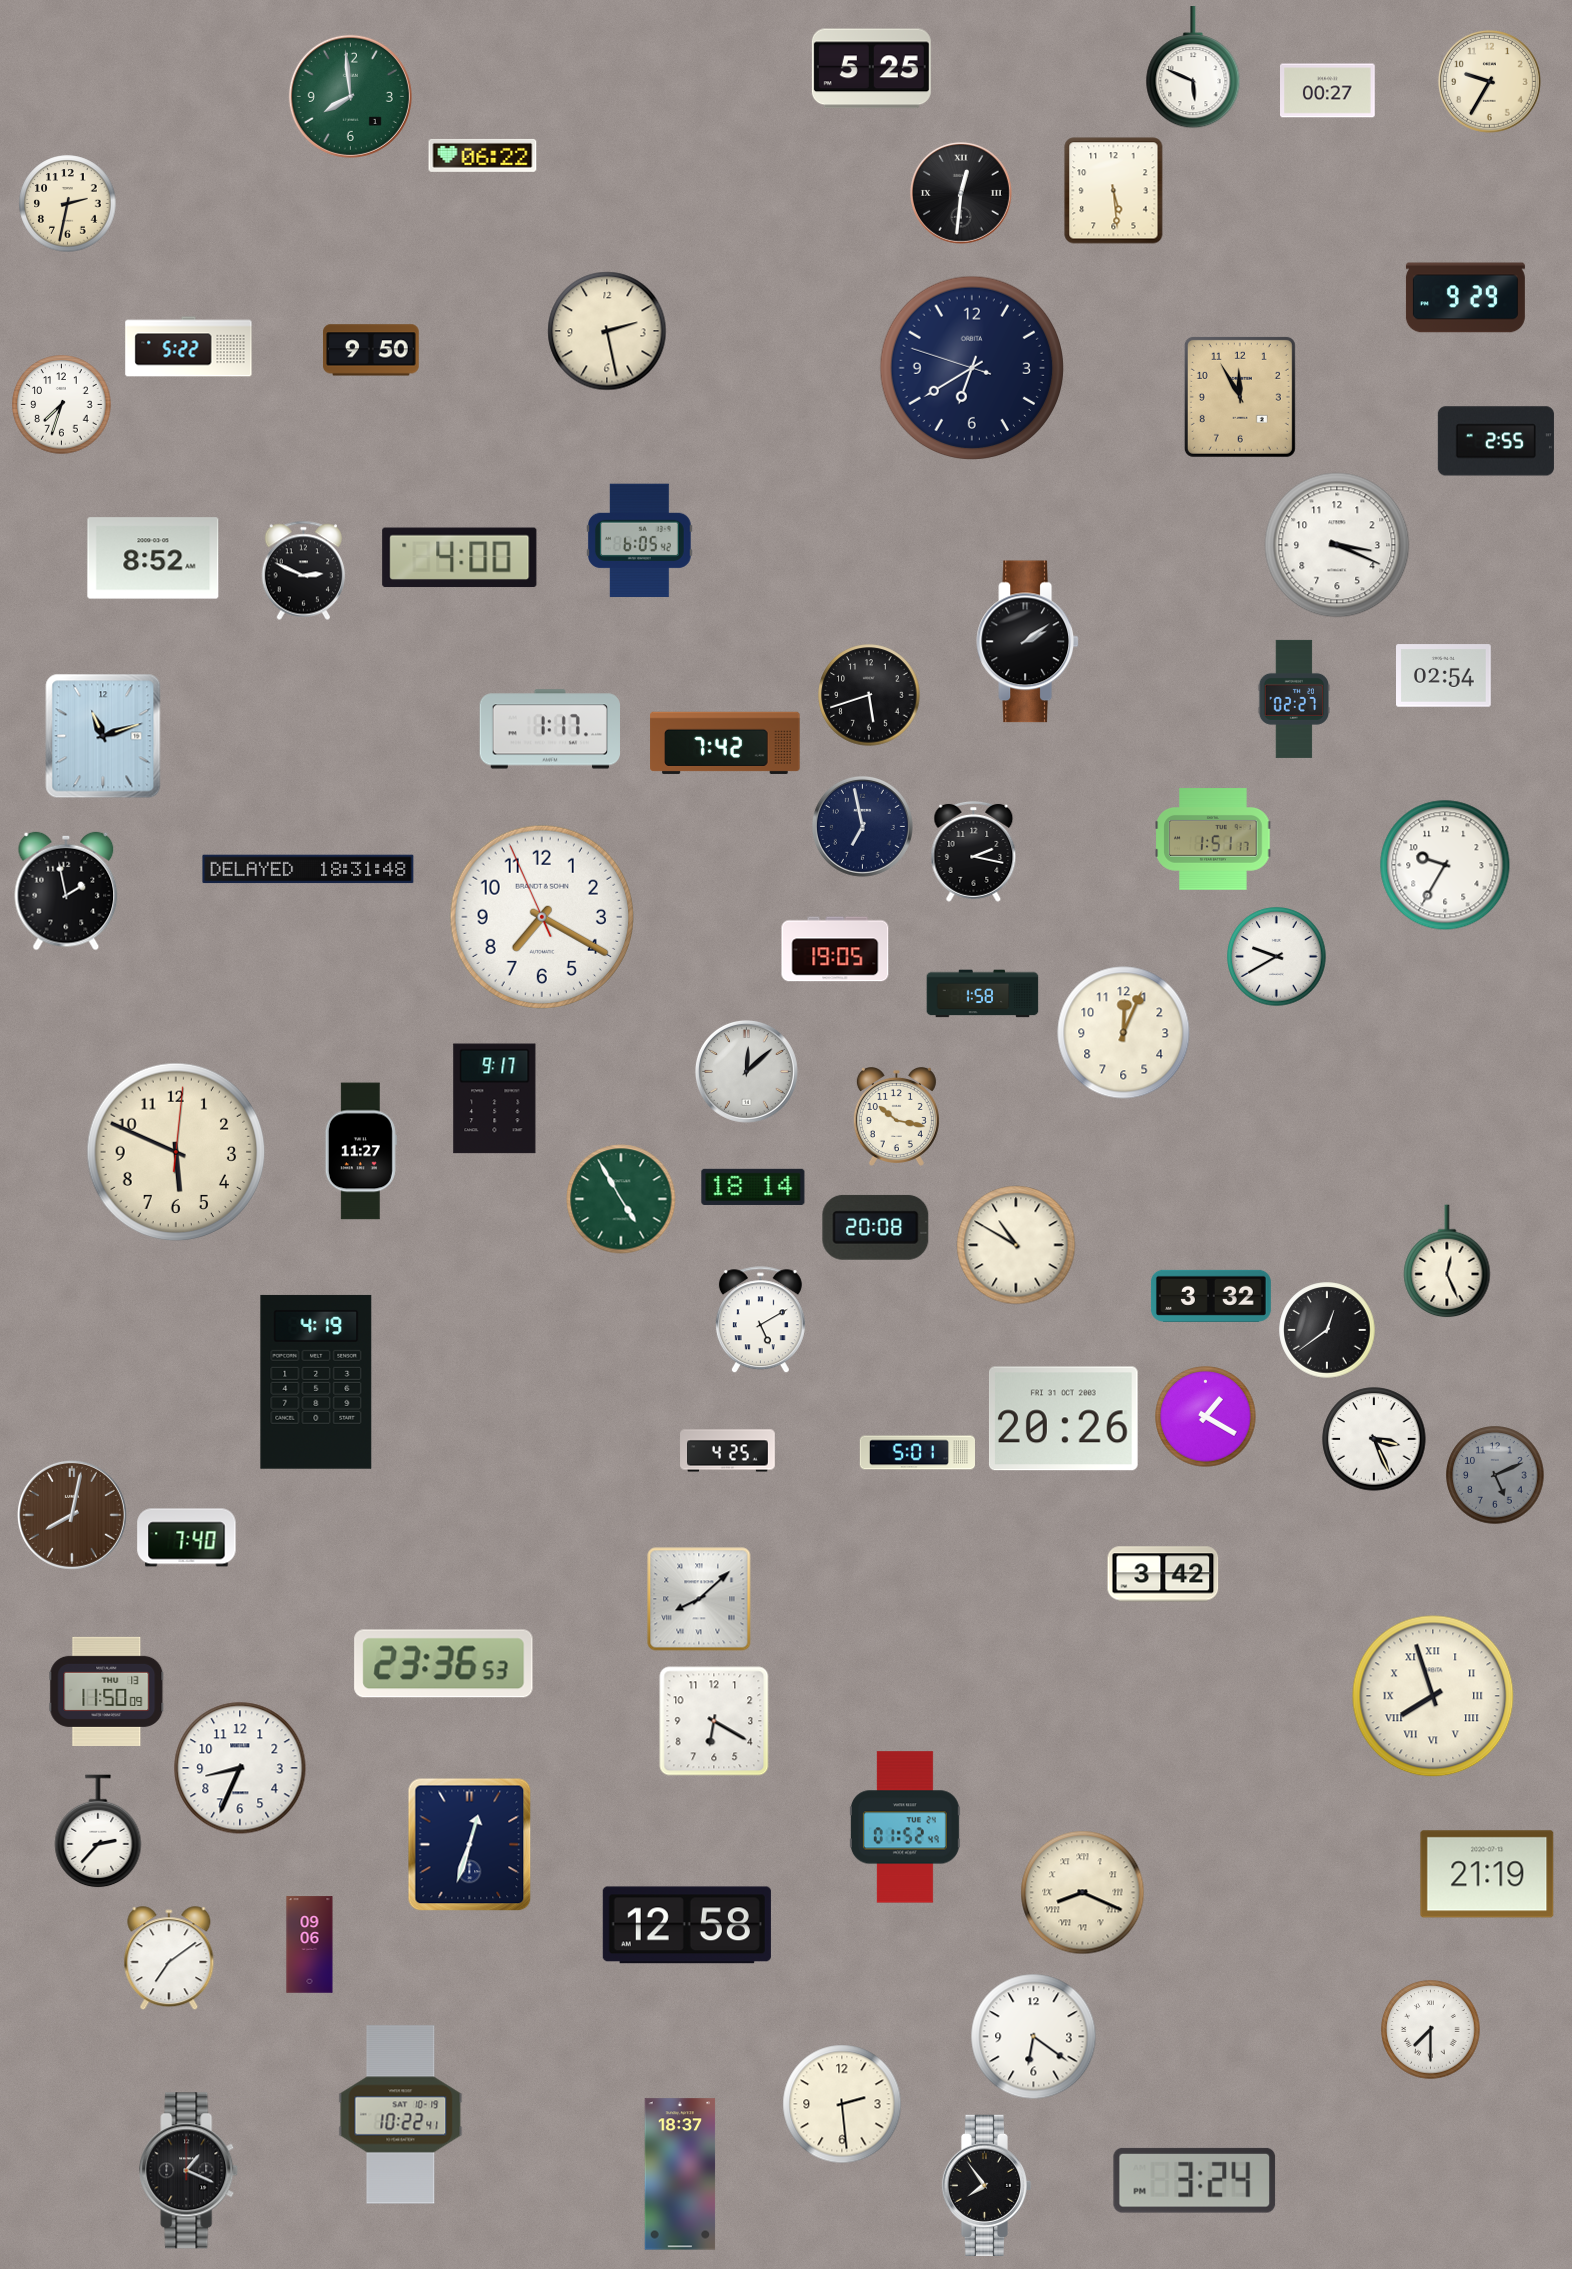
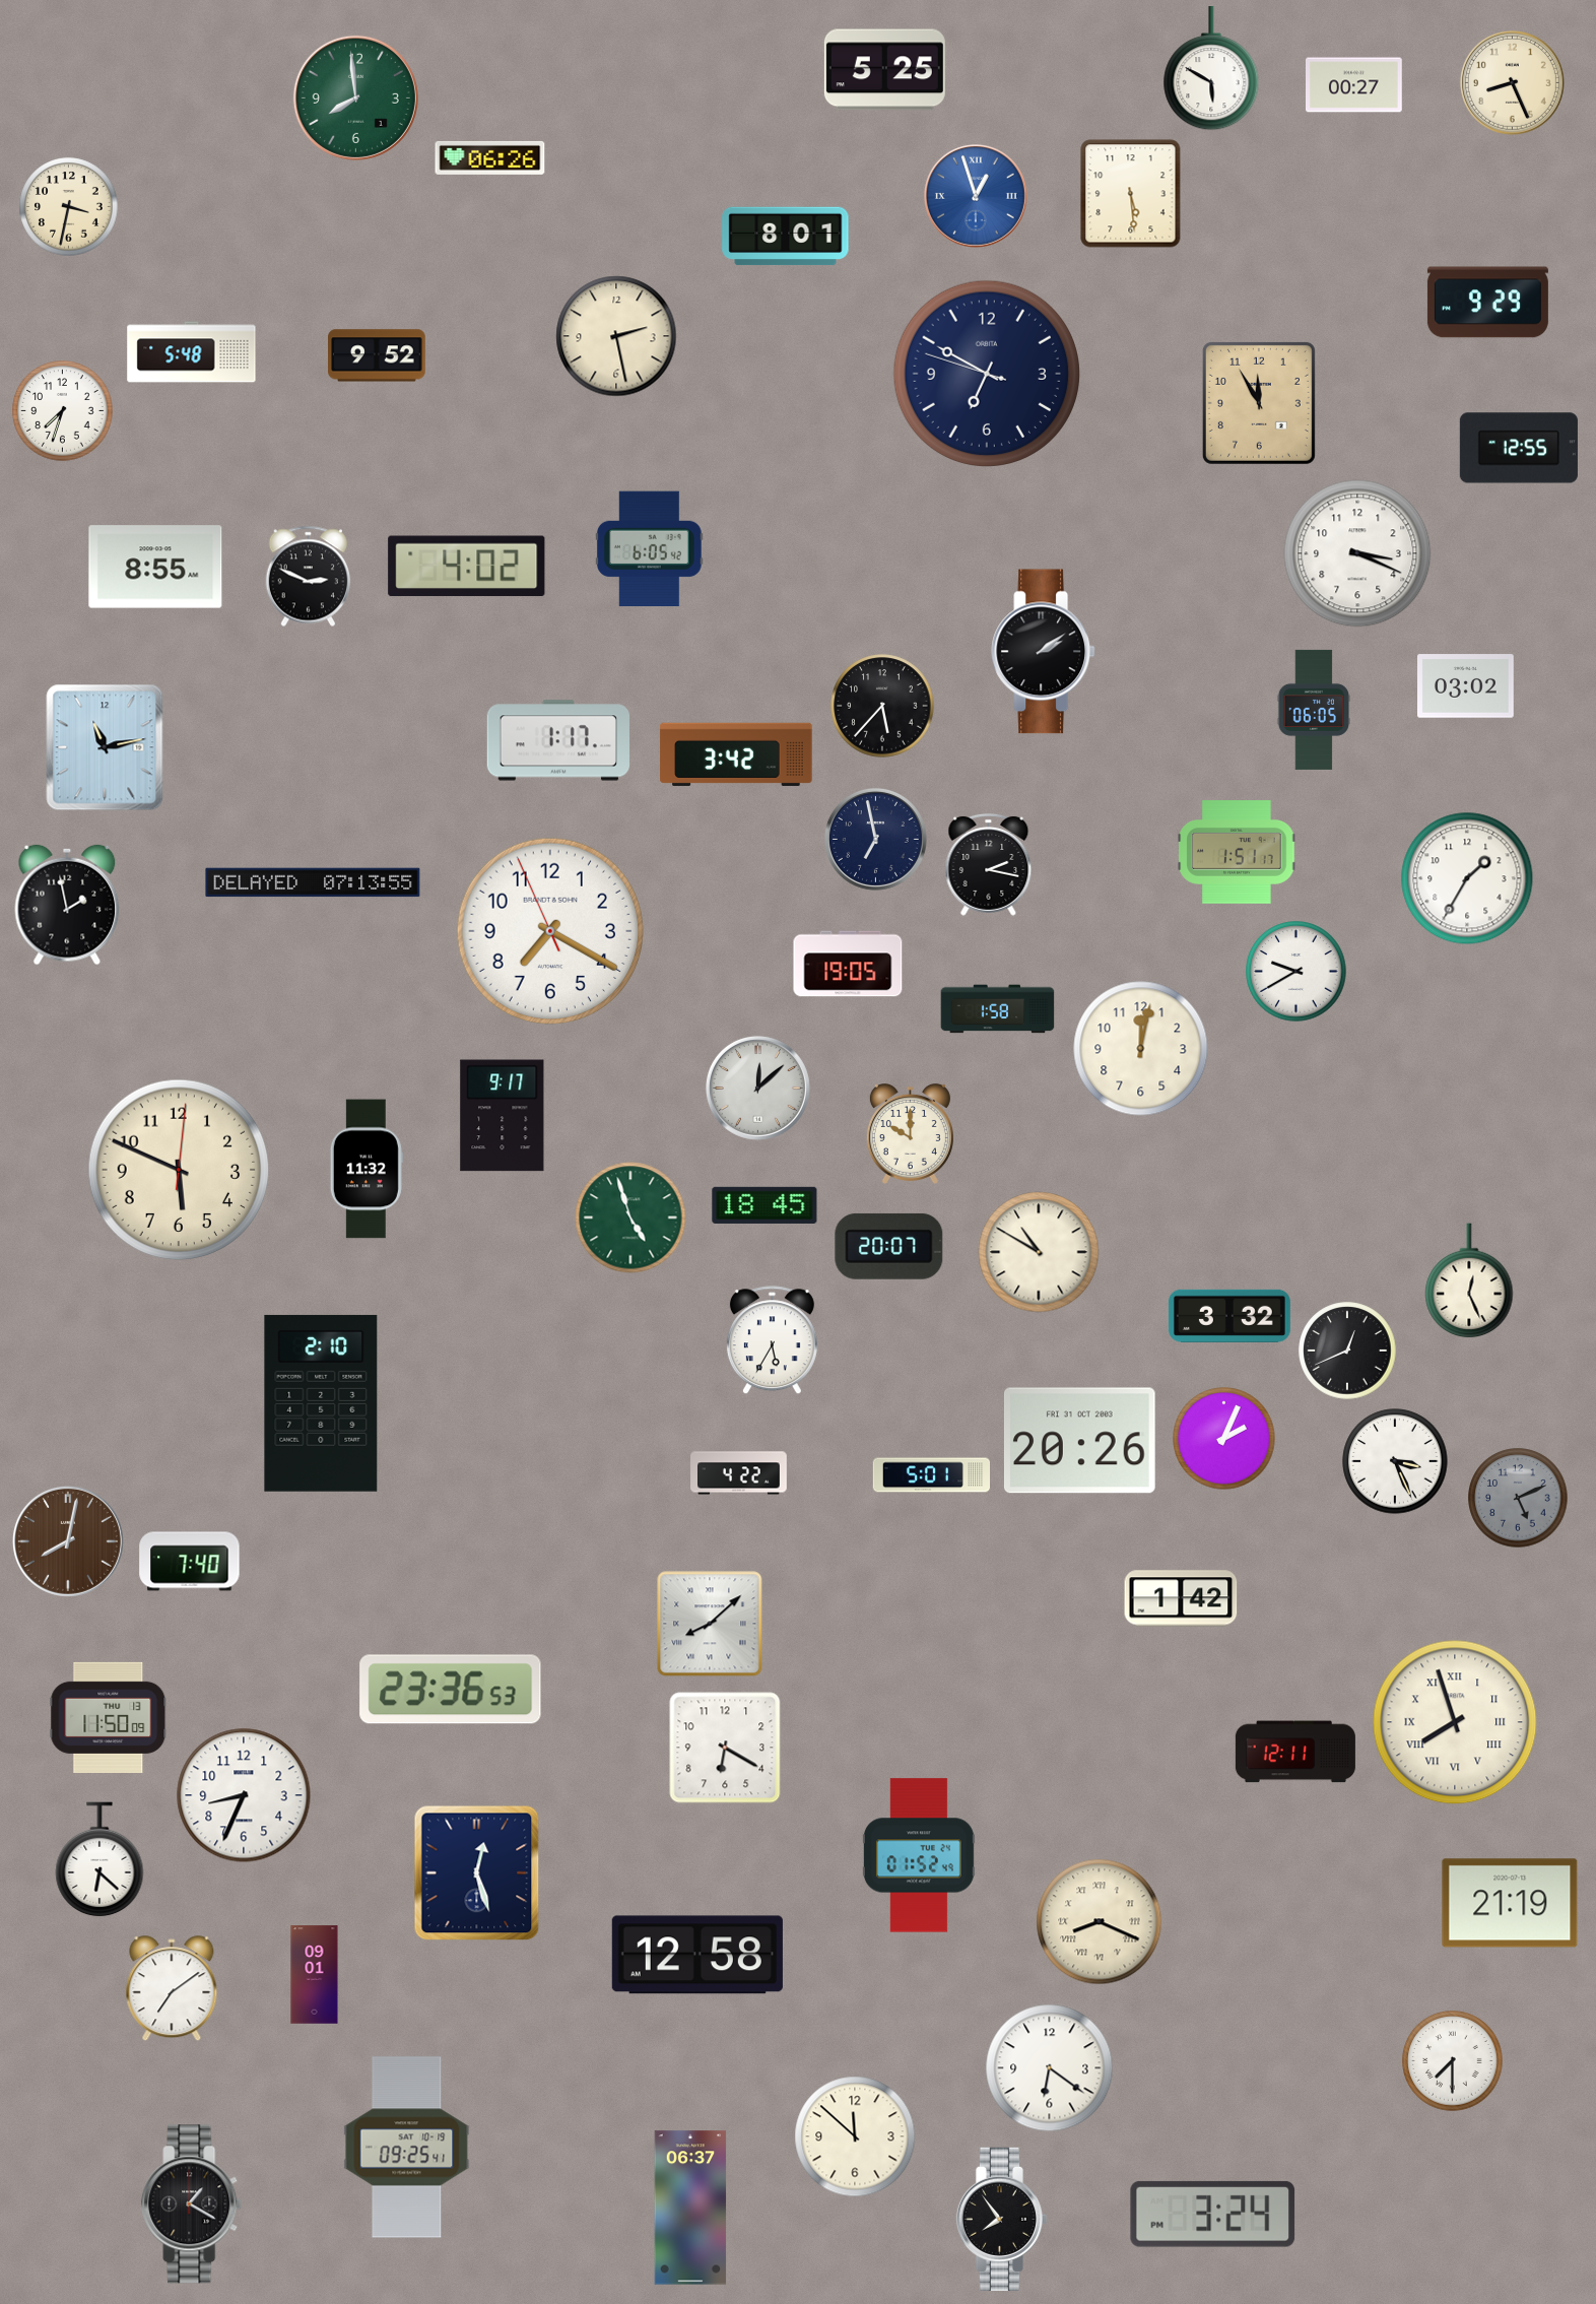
clock at (1193, 68): 5:49 -> 5:50
clock at (1489, 81): 9:35 -> 8:26
clock at (1328, 91) position: (1328, 91) -> (1354, 85)
clock at (483, 155): 06:22 -> 06:26
clock at (961, 193): 12:31 -> 12:57
clock at (961, 193) dial: black -> blue
clock at (68, 204): 2:32 -> 3:32
clock at (786, 237): none -> 8:01
clock at (189, 347): 5:22 -> 5:48
clock at (371, 350): 9:50 -> 9:52
clock at (971, 367): 6:39 -> 6:49
clock at (1496, 441): 2:55 -> 12:55
clock at (153, 558): 8:52 -> 8:55
clock at (460, 558): 4:00 -> 4:02
clock at (304, 571) position: (304, 571) -> (309, 577)
clock at (1444, 676): 02:54 -> 03:02
clock at (869, 695): 5:42 -> 5:37
clock at (1294, 699): 02:27 -> 06:05
clock at (103, 736): 11:12 -> 11:13
clock at (725, 743): 7:42 -> 3:42
clock at (1213, 840) position: (1213, 840) -> (1237, 853)
clock at (1445, 865): 9:35 -> 1:35
clock at (308, 869): 18:31 -> 07:13
clock at (1124, 1033): 12:04 -> 12:02
clock at (896, 1117): 10:17 -> 10:00
clock at (361, 1151): 11:27 -> 11:32
clock at (753, 1187): 18:14 -> 18:45
clock at (621, 1199): 4:55 -> 4:57
clock at (876, 1227): 20:08 -> 20:07
clock at (1016, 1245) position: (1016, 1245) -> (1039, 1252)
clock at (760, 1320): 5:10 -> 5:35
clock at (1327, 1330): 12:39 -> 12:41
clock at (316, 1382): 4:19 -> 2:10
clock at (1206, 1417): 1:20 -> 2:04
clock at (728, 1451): 4:25 -> 4:22
clock at (72, 1515) position: (72, 1515) -> (68, 1541)
clock at (1163, 1574): 3:42 -> 1:42
clock at (1295, 1752): none -> 12:11
clock at (98, 1832): 2:37 -> 6:22
clock at (470, 1845): 12:33 -> 12:27
clock at (310, 1945): 09:06 -> 09:01
clock at (842, 2104): 2:29 -> 11:52
clock at (401, 2115): 10:22 -> 09:25
clock at (189, 2171): 1:19 -> 1:20
clock at (680, 2174): 18:37 -> 06:37
